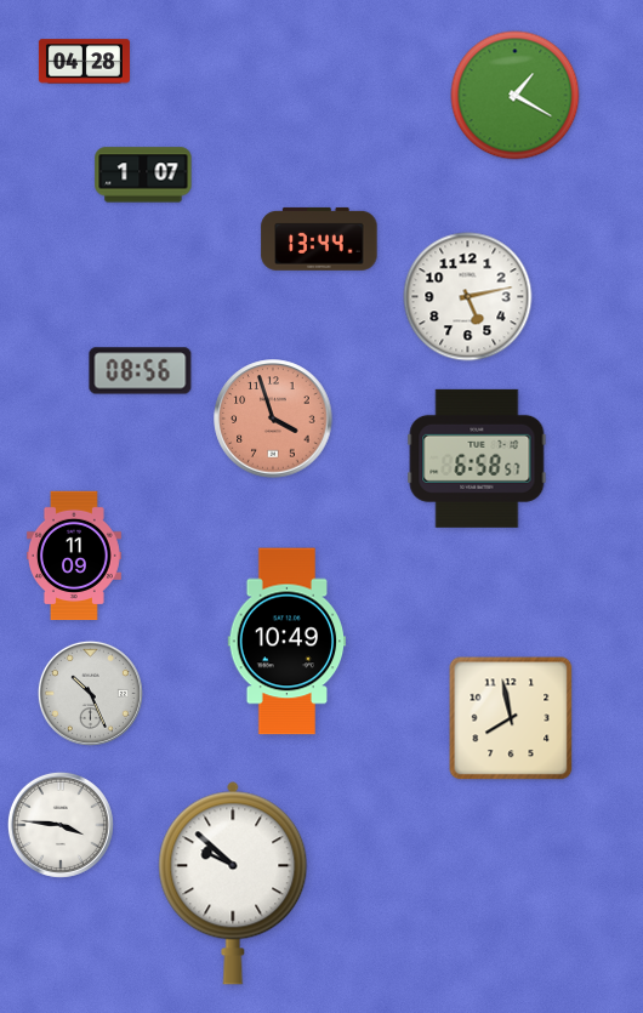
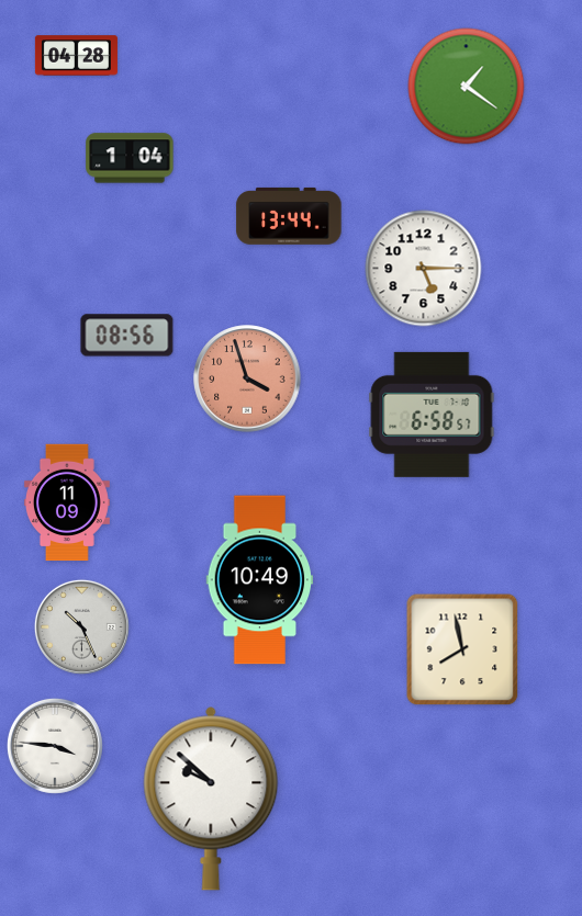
clock at (516, 96): 1:20 -> 1:21
clock at (143, 175): 1:07 -> 1:04
clock at (468, 297): 5:13 -> 5:15
